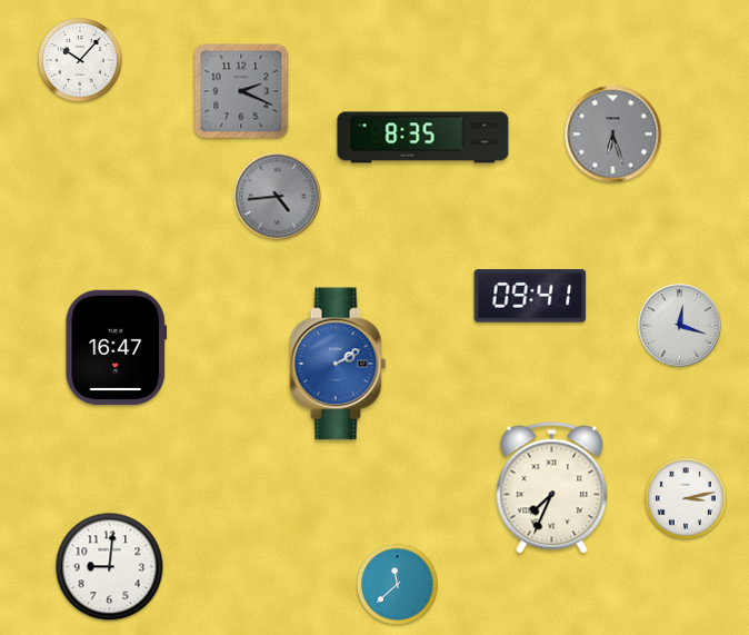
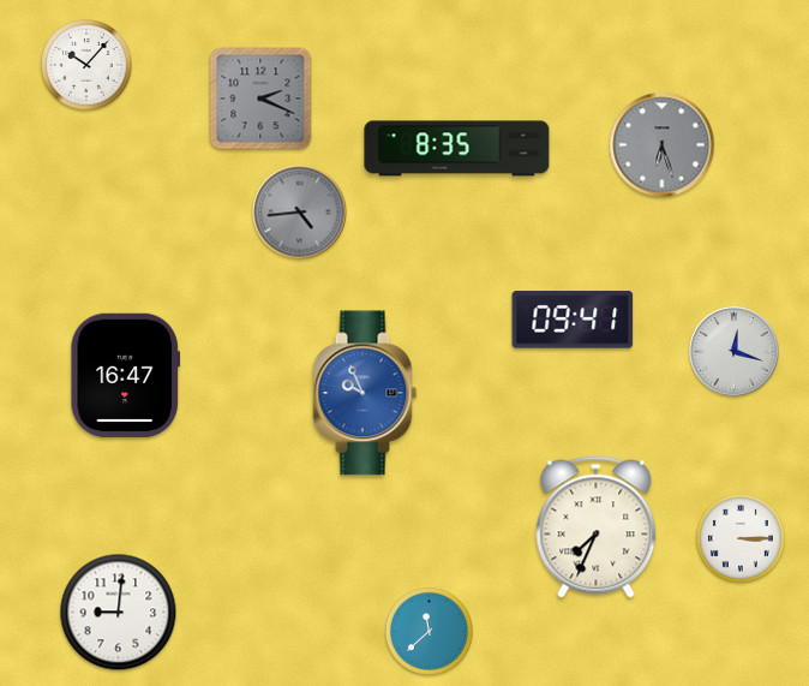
clock at (338, 364): 2:10 -> 9:56
clock at (686, 498): 3:13 -> 3:15
